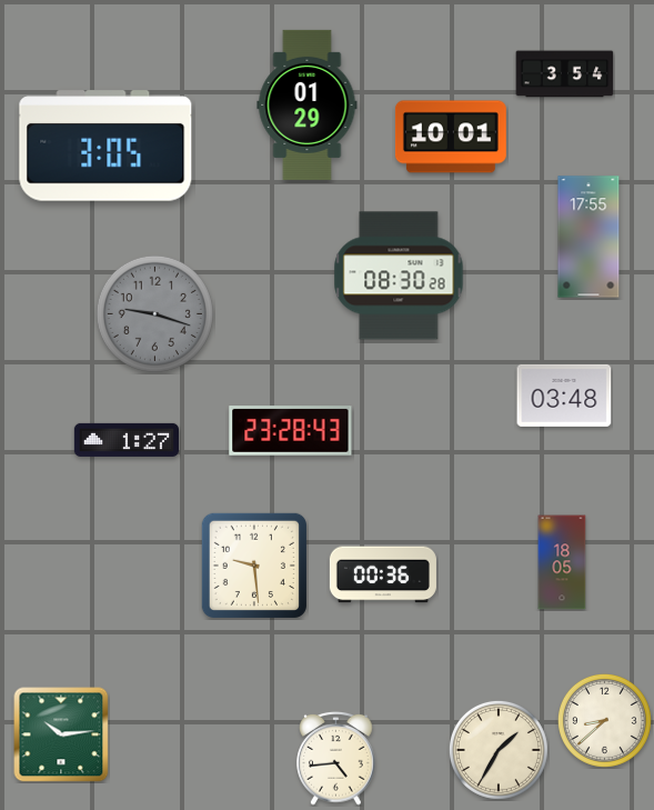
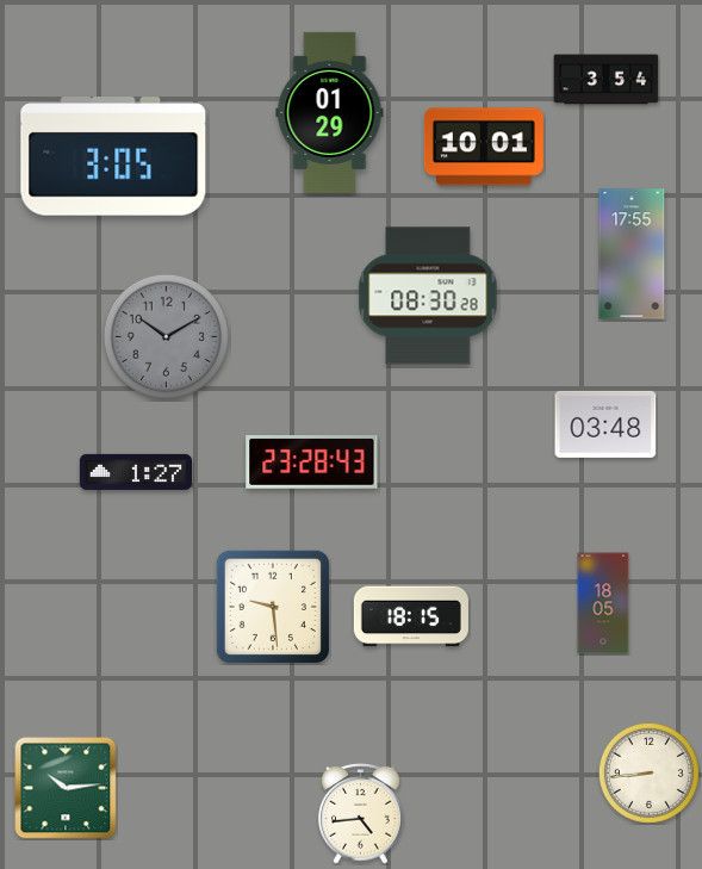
clock at (154, 313): 9:18 -> 10:10
clock at (383, 574): 00:36 -> 18:15
clock at (604, 720): 8:38 -> 8:44
clock at (499, 750): 1:35 -> none
